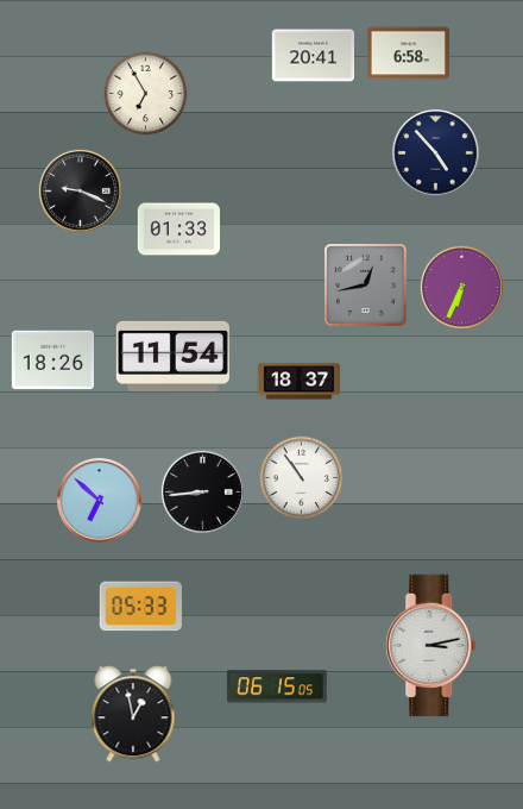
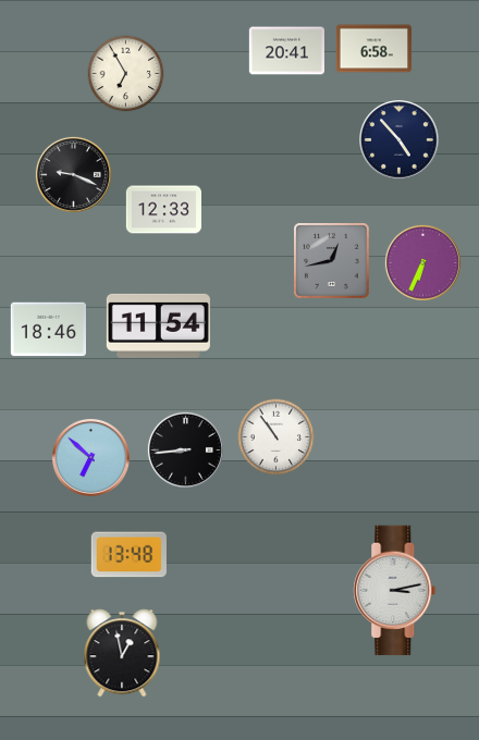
clock at (146, 94) position: (146, 94) -> (126, 74)
clock at (178, 230): 01:33 -> 12:33
clock at (366, 286) position: (366, 286) -> (332, 261)
clock at (52, 360): 18:26 -> 18:46
clock at (298, 382): 18:37 -> none
clock at (140, 607): 05:33 -> 13:48
clock at (277, 686): 06:15 -> none
